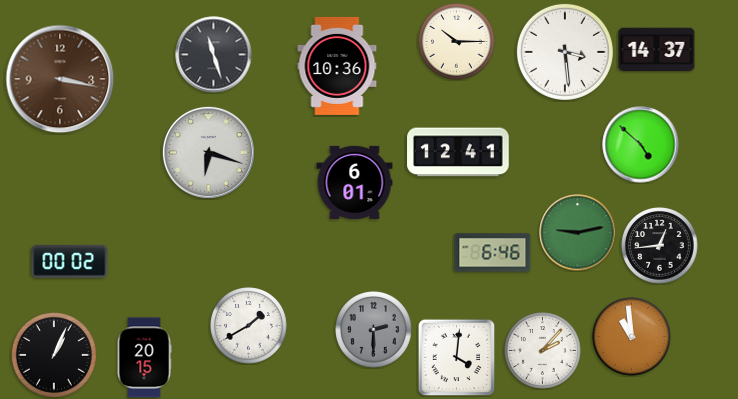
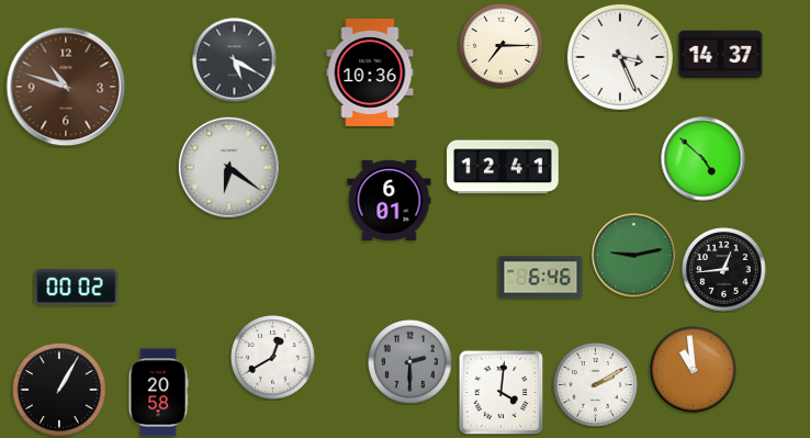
clock at (457, 42): 10:15 -> 7:15
clock at (565, 52): 3:29 -> 3:26
clock at (214, 55): 11:27 -> 5:20
clock at (60, 79): 3:17 -> 10:48
clock at (208, 152): 6:18 -> 6:21
clock at (249, 326): 1:40 -> 12:40
clock at (543, 351): 2:07 -> 2:10
clock at (54, 355): 1:04 -> 1:05
clock at (144, 358): 20:15 -> 20:58
